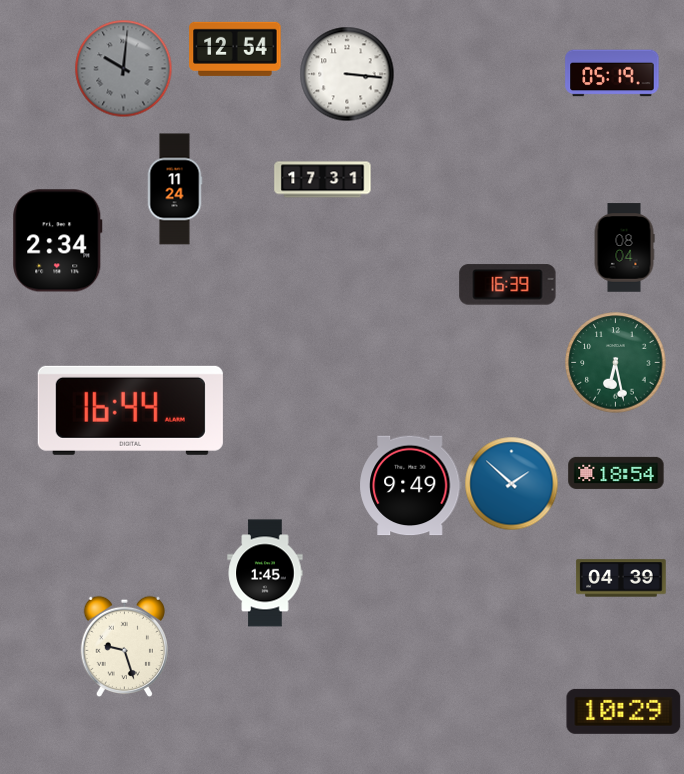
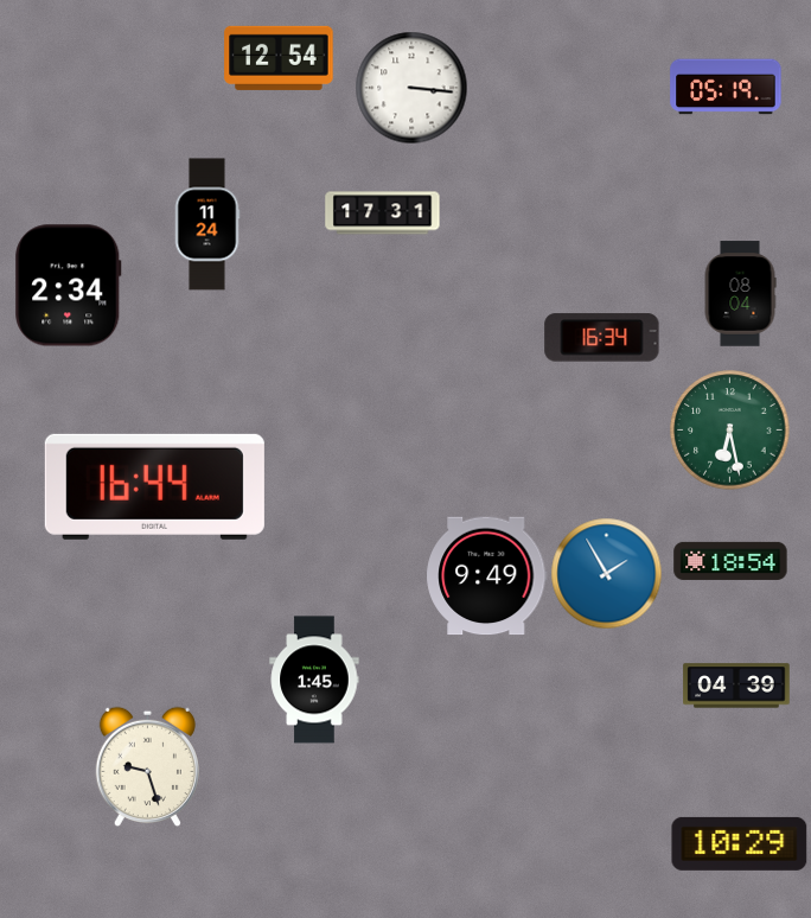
clock at (123, 68): 10:01 -> none
clock at (508, 285): 16:39 -> 16:34
clock at (511, 483): 1:52 -> 1:55
